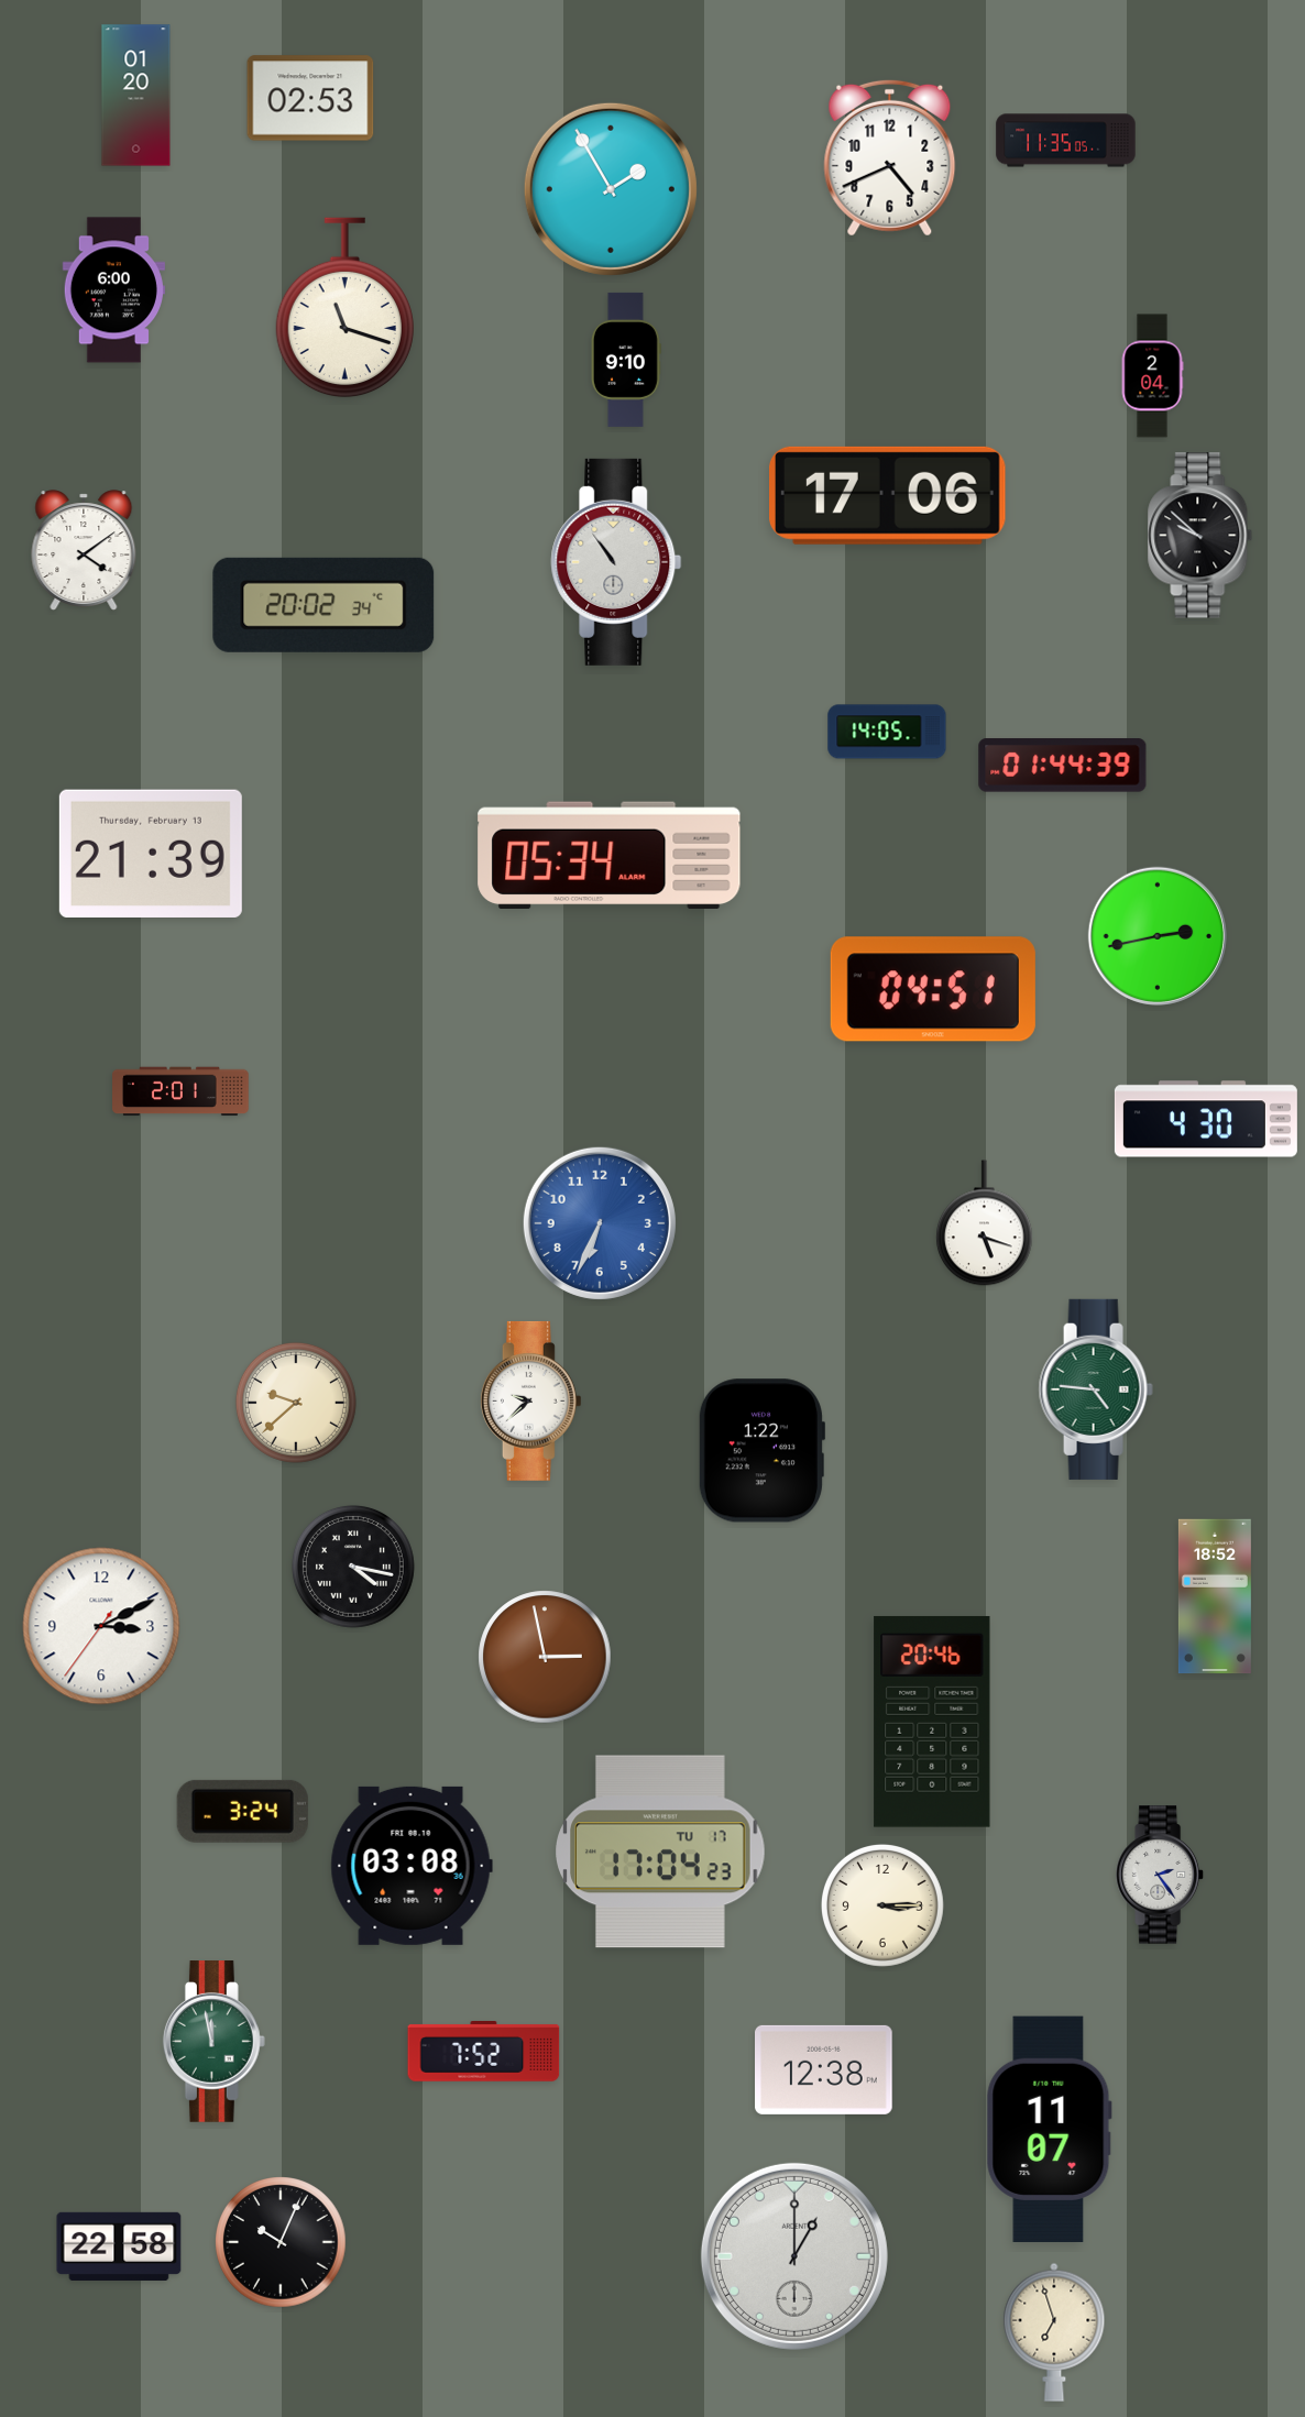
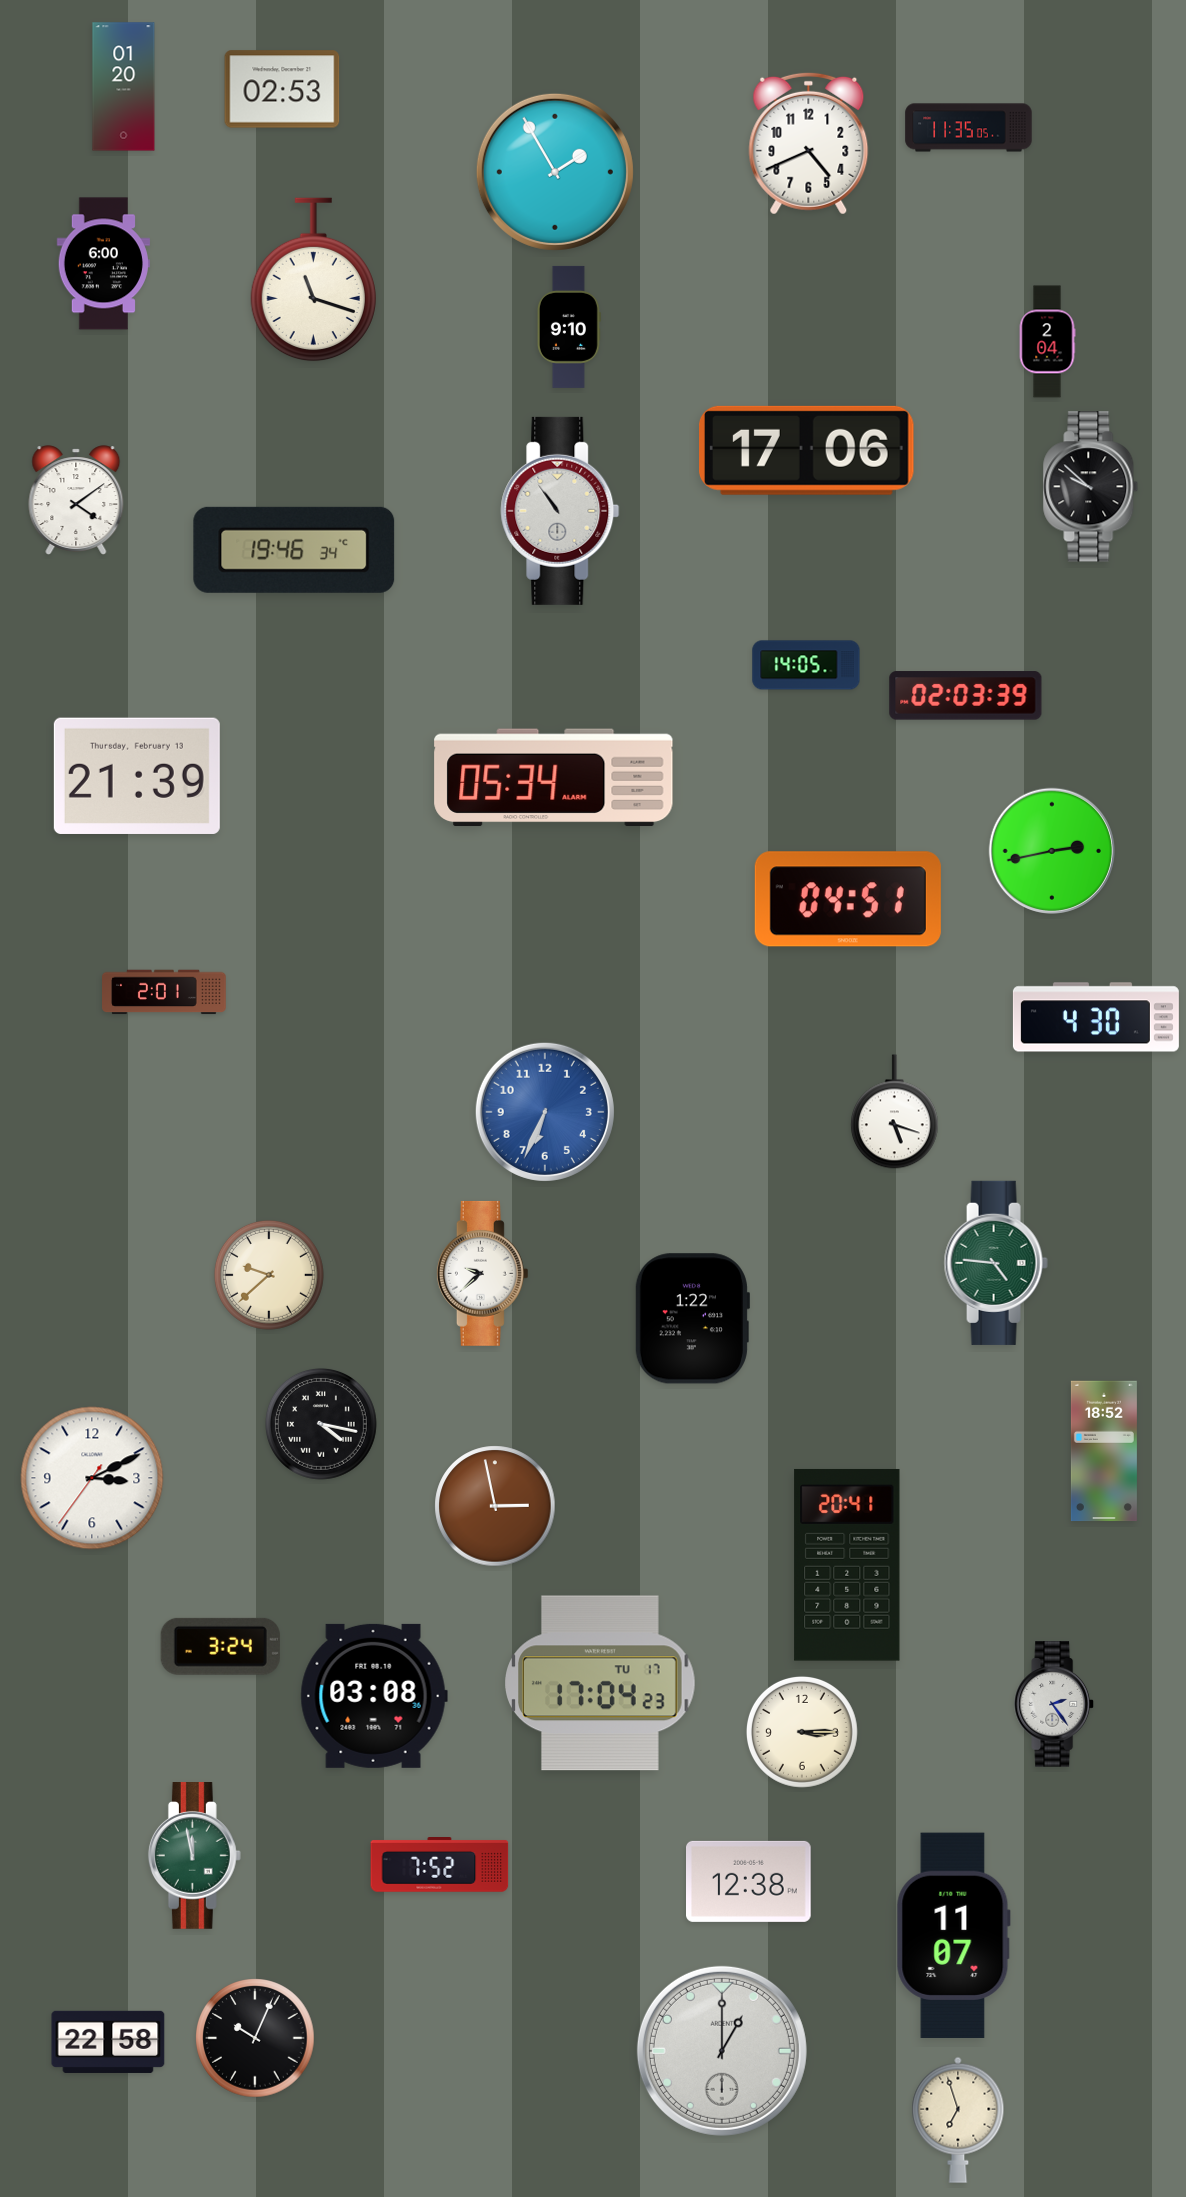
clock at (323, 605): 20:02 -> 19:46
clock at (1063, 766): 01:44 -> 02:03
clock at (932, 1722): 20:46 -> 20:41
